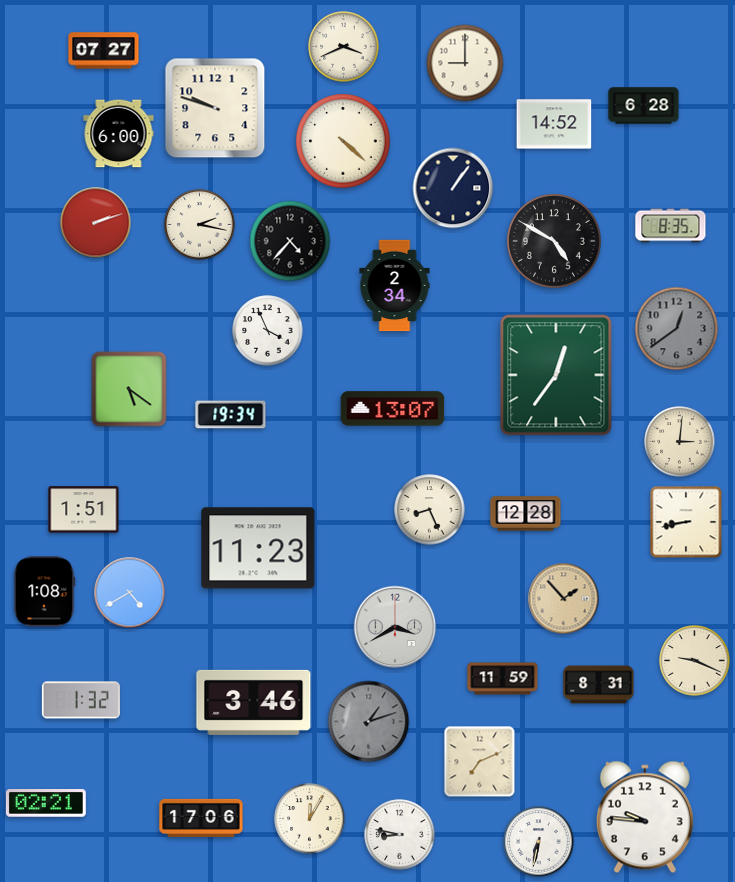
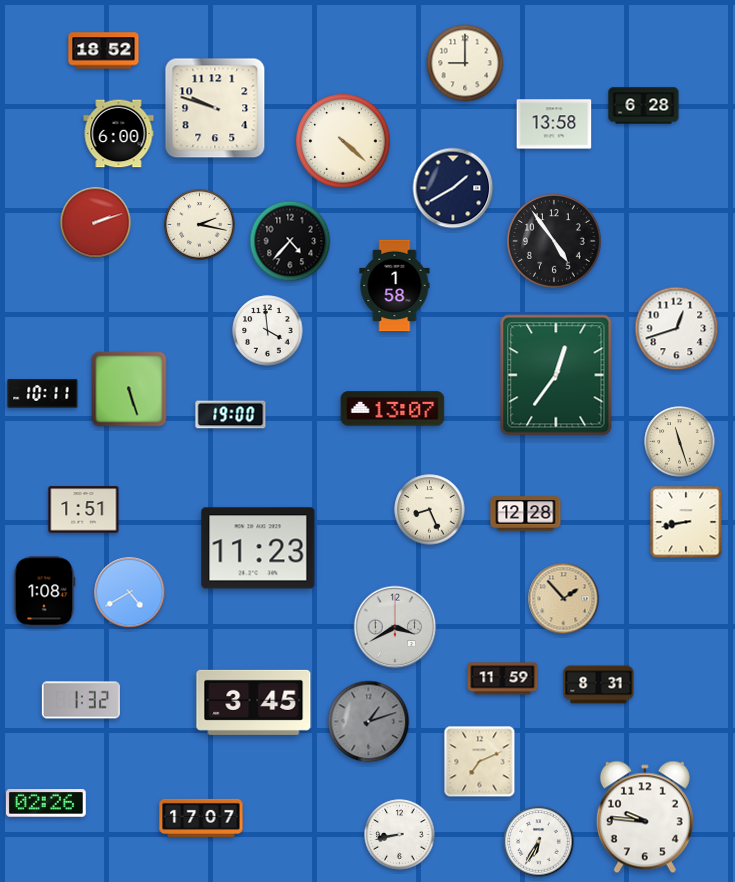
clock at (344, 47): 3:41 -> none
clock at (104, 51): 07:27 -> 18:52
clock at (554, 124): 14:52 -> 13:58
clock at (453, 188): 1:06 -> 1:40
clock at (671, 226): 8:35 -> none
clock at (554, 241): 4:50 -> 4:54
clock at (395, 286): 2:34 -> 1:58
clock at (677, 329): 12:39 -> 12:42
clock at (677, 329) dial: grey -> white
clock at (268, 331): 3:56 -> 3:59
clock at (129, 389): 5:21 -> 5:27
clock at (43, 394): none -> 10:11
clock at (231, 415): 19:34 -> 19:00
clock at (680, 442): 3:01 -> 11:27
clock at (695, 661): 9:19 -> none
clock at (254, 702): 3:46 -> 3:45
clock at (46, 803): 02:21 -> 02:26
clock at (201, 818): 17:06 -> 17:07
clock at (310, 819): 12:05 -> none
clock at (400, 835): 8:47 -> 8:43
clock at (539, 842): 6:32 -> 6:35
